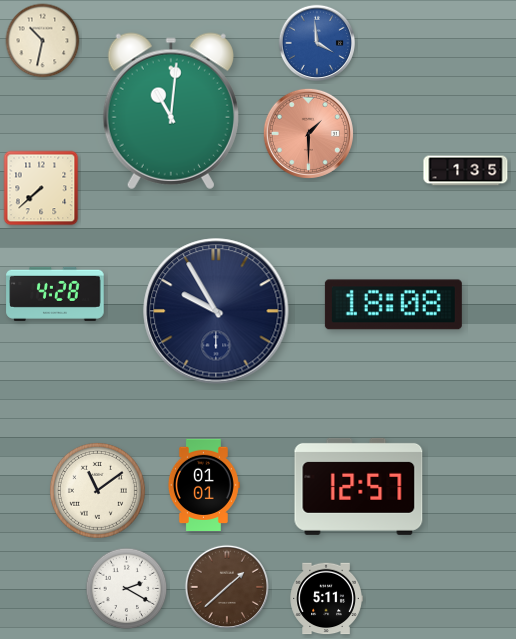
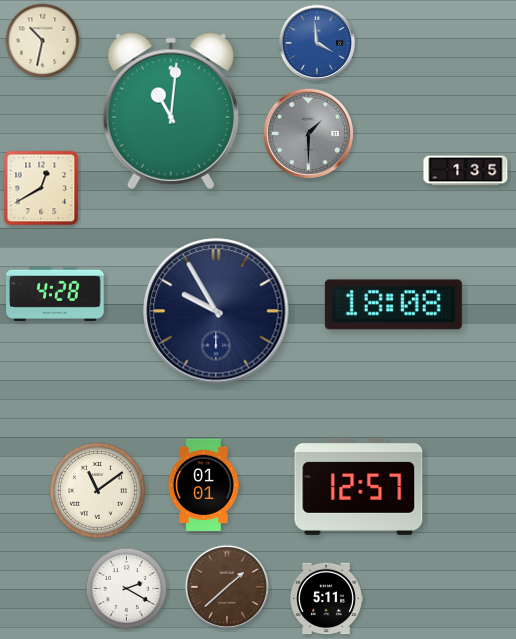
clock at (308, 133) dial: salmon -> grey
clock at (41, 188): 7:38 -> 12:40
